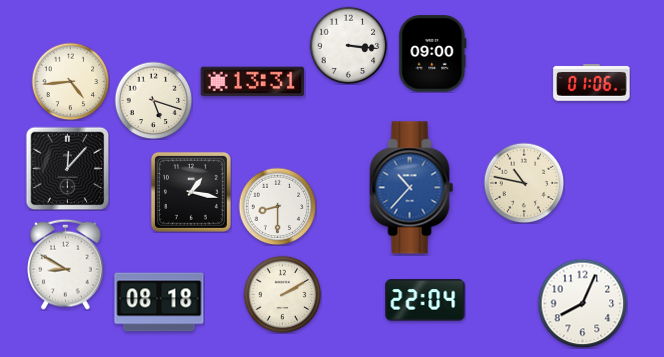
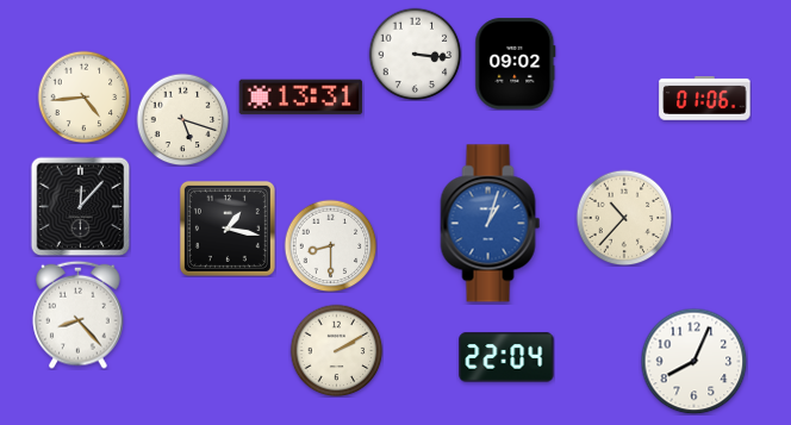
clock at (433, 54): 09:00 -> 09:02
clock at (67, 168) position: (67, 168) -> (80, 206)
clock at (524, 183): 10:47 -> 10:37
clock at (412, 188): 10:37 -> 1:03
clock at (66, 264): 8:50 -> 8:23
clock at (159, 302): 08:18 -> none
